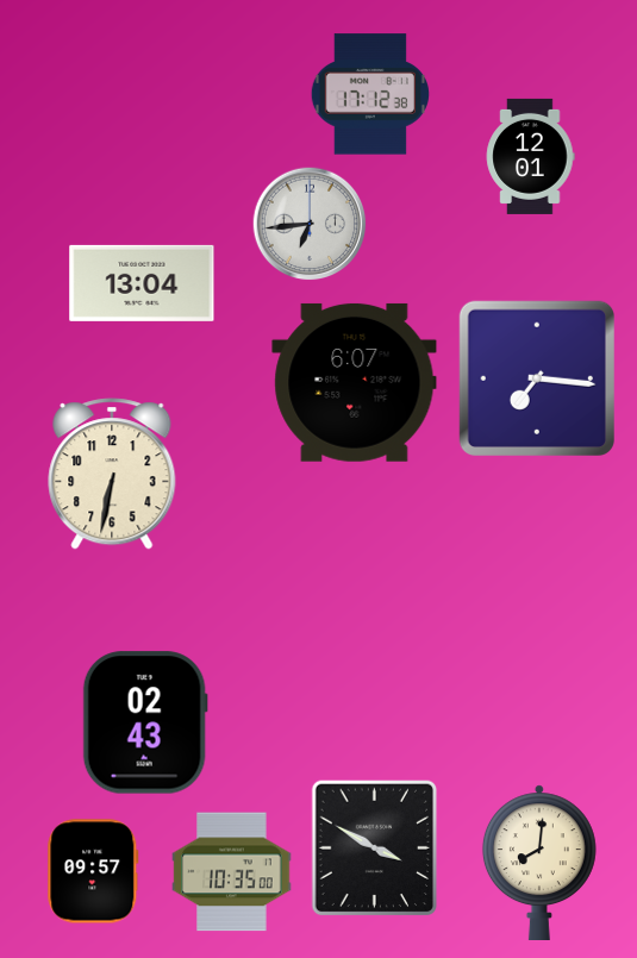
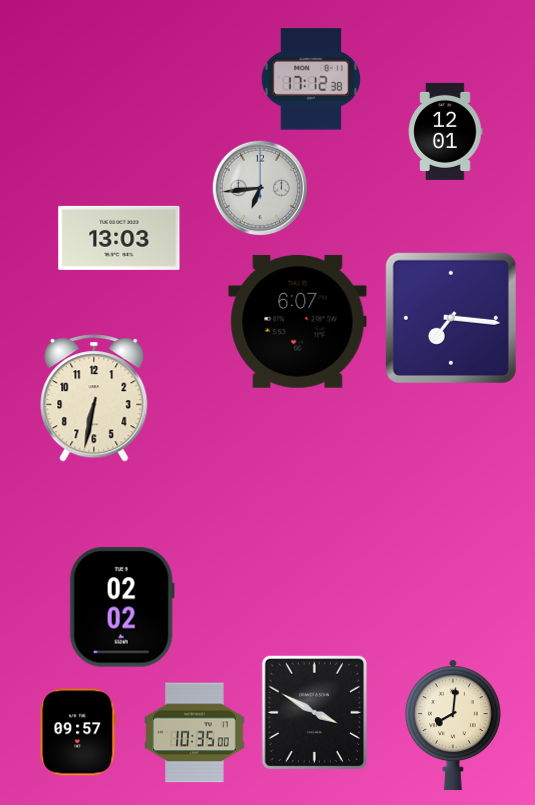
clock at (142, 283): 13:04 -> 13:03
clock at (145, 722): 02:43 -> 02:02
